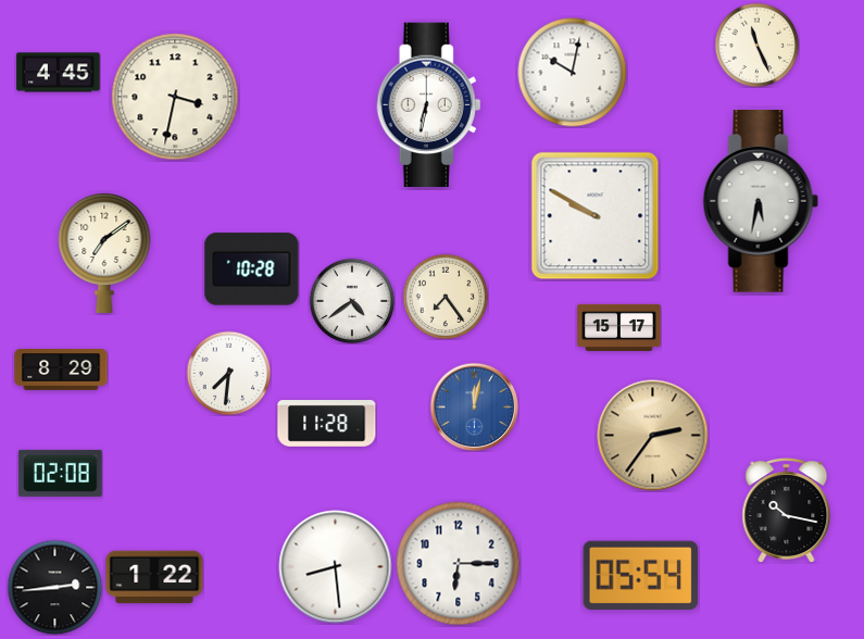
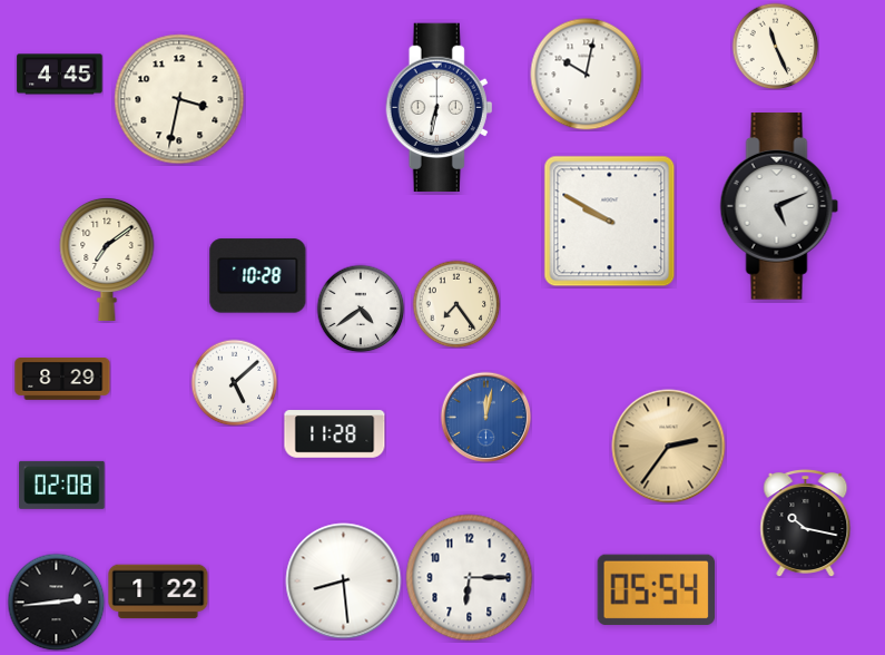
clock at (761, 201): 5:32 -> 5:11
clock at (619, 327): 15:17 -> none
clock at (228, 373): 7:31 -> 5:08
